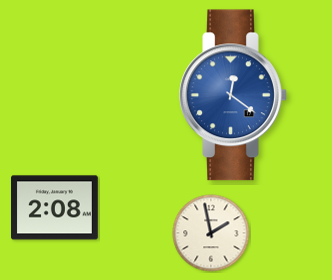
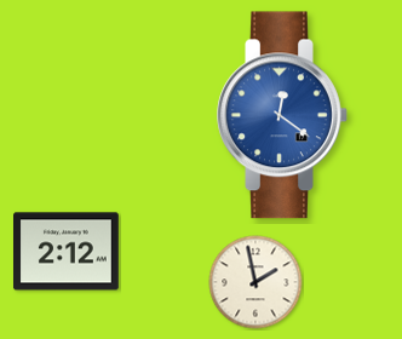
clock at (55, 208): 2:08 -> 2:12
